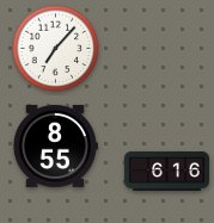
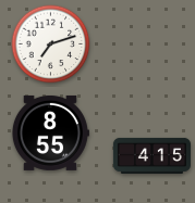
clock at (56, 49): 7:07 -> 7:12
clock at (166, 171): 6:16 -> 4:15
